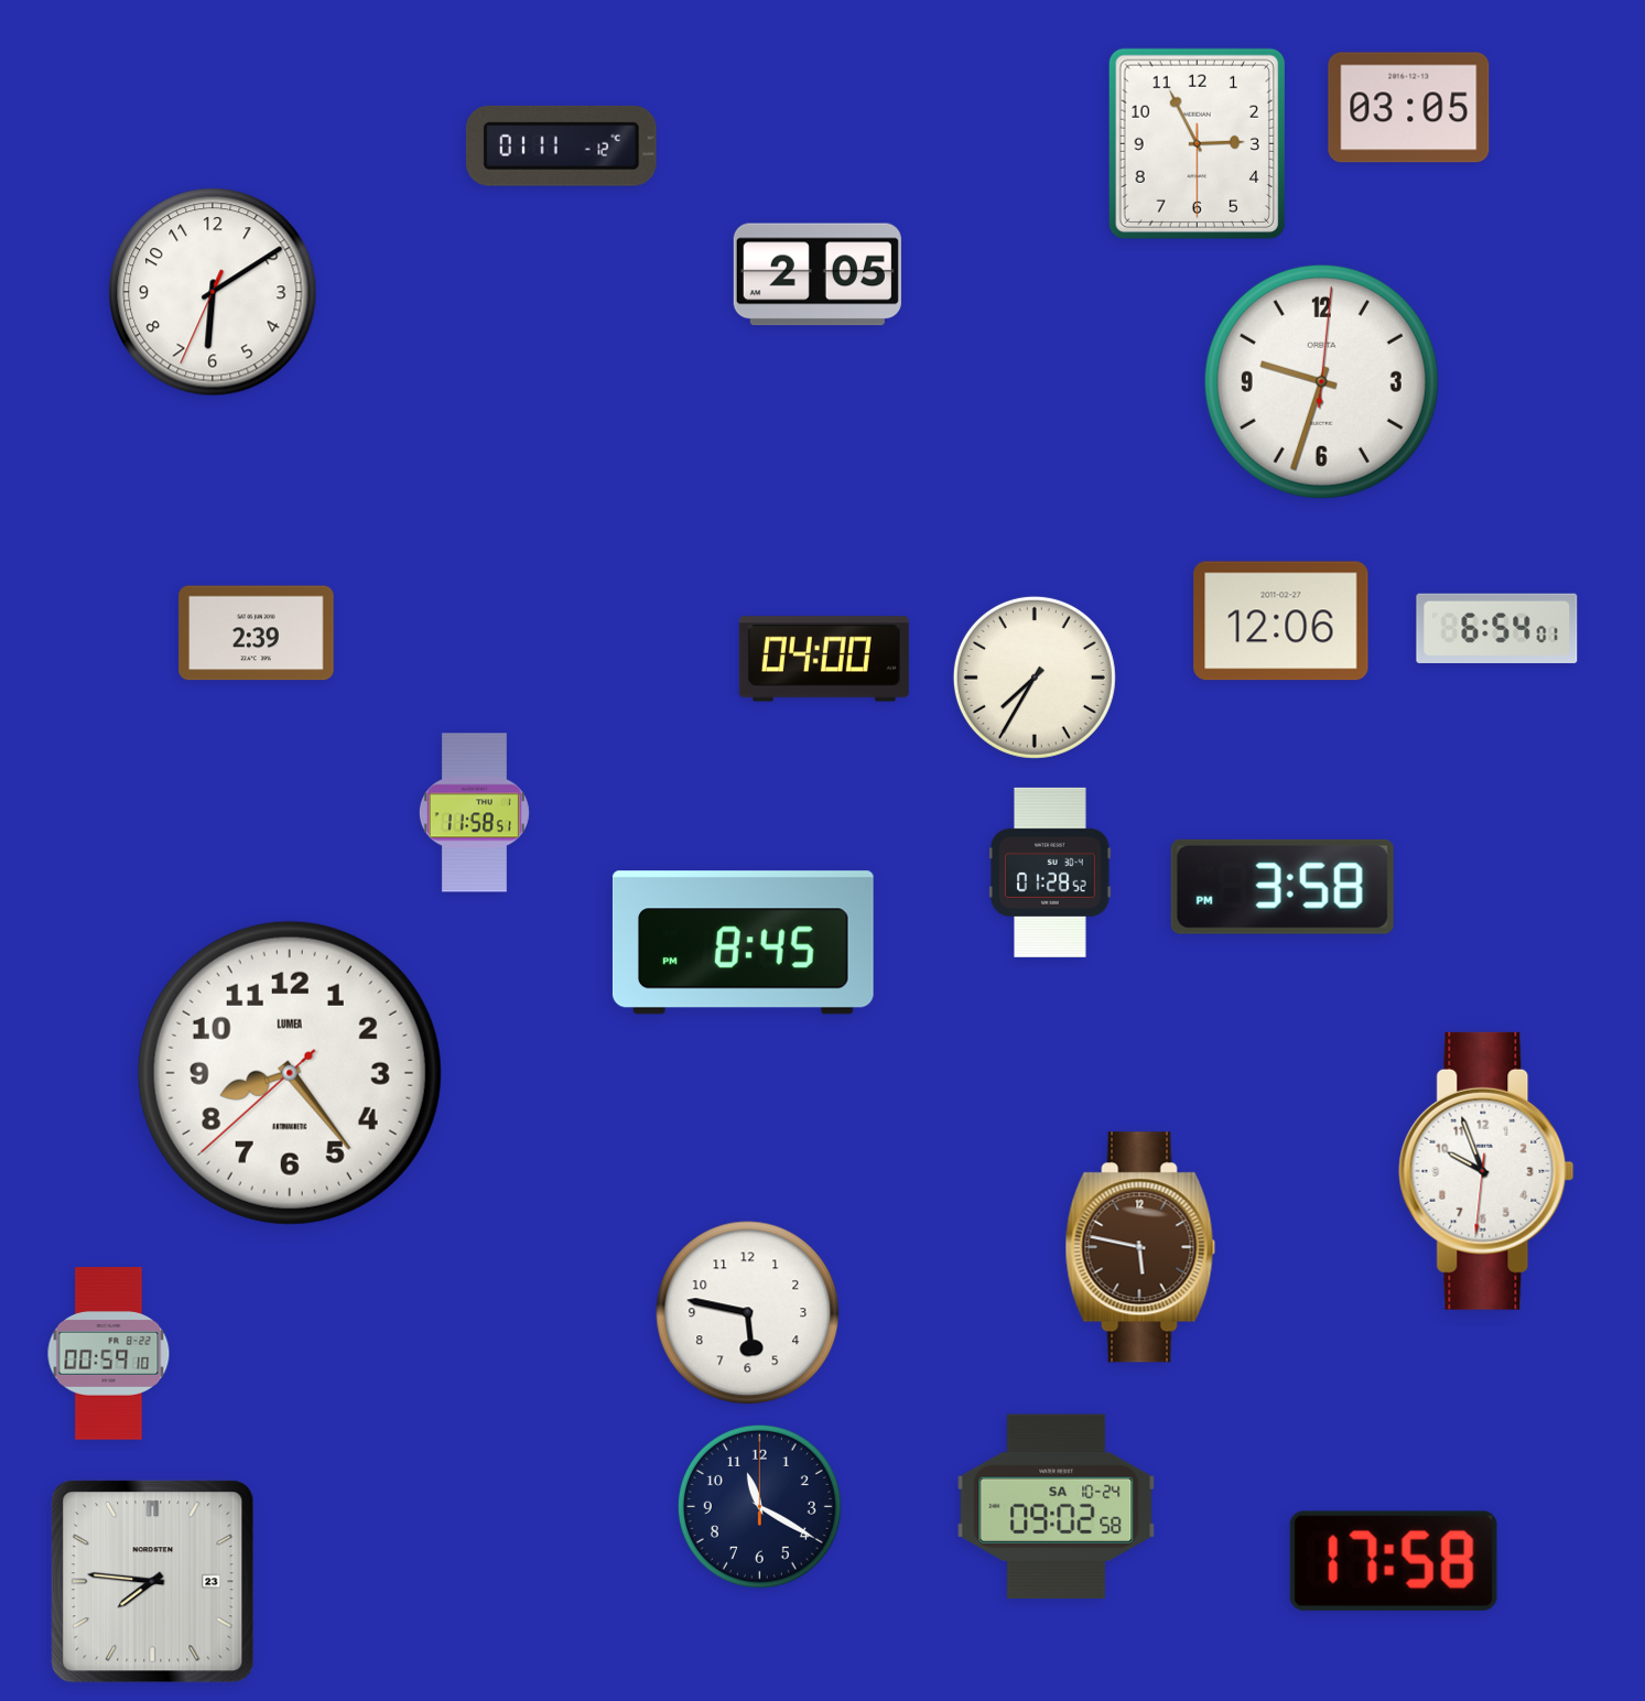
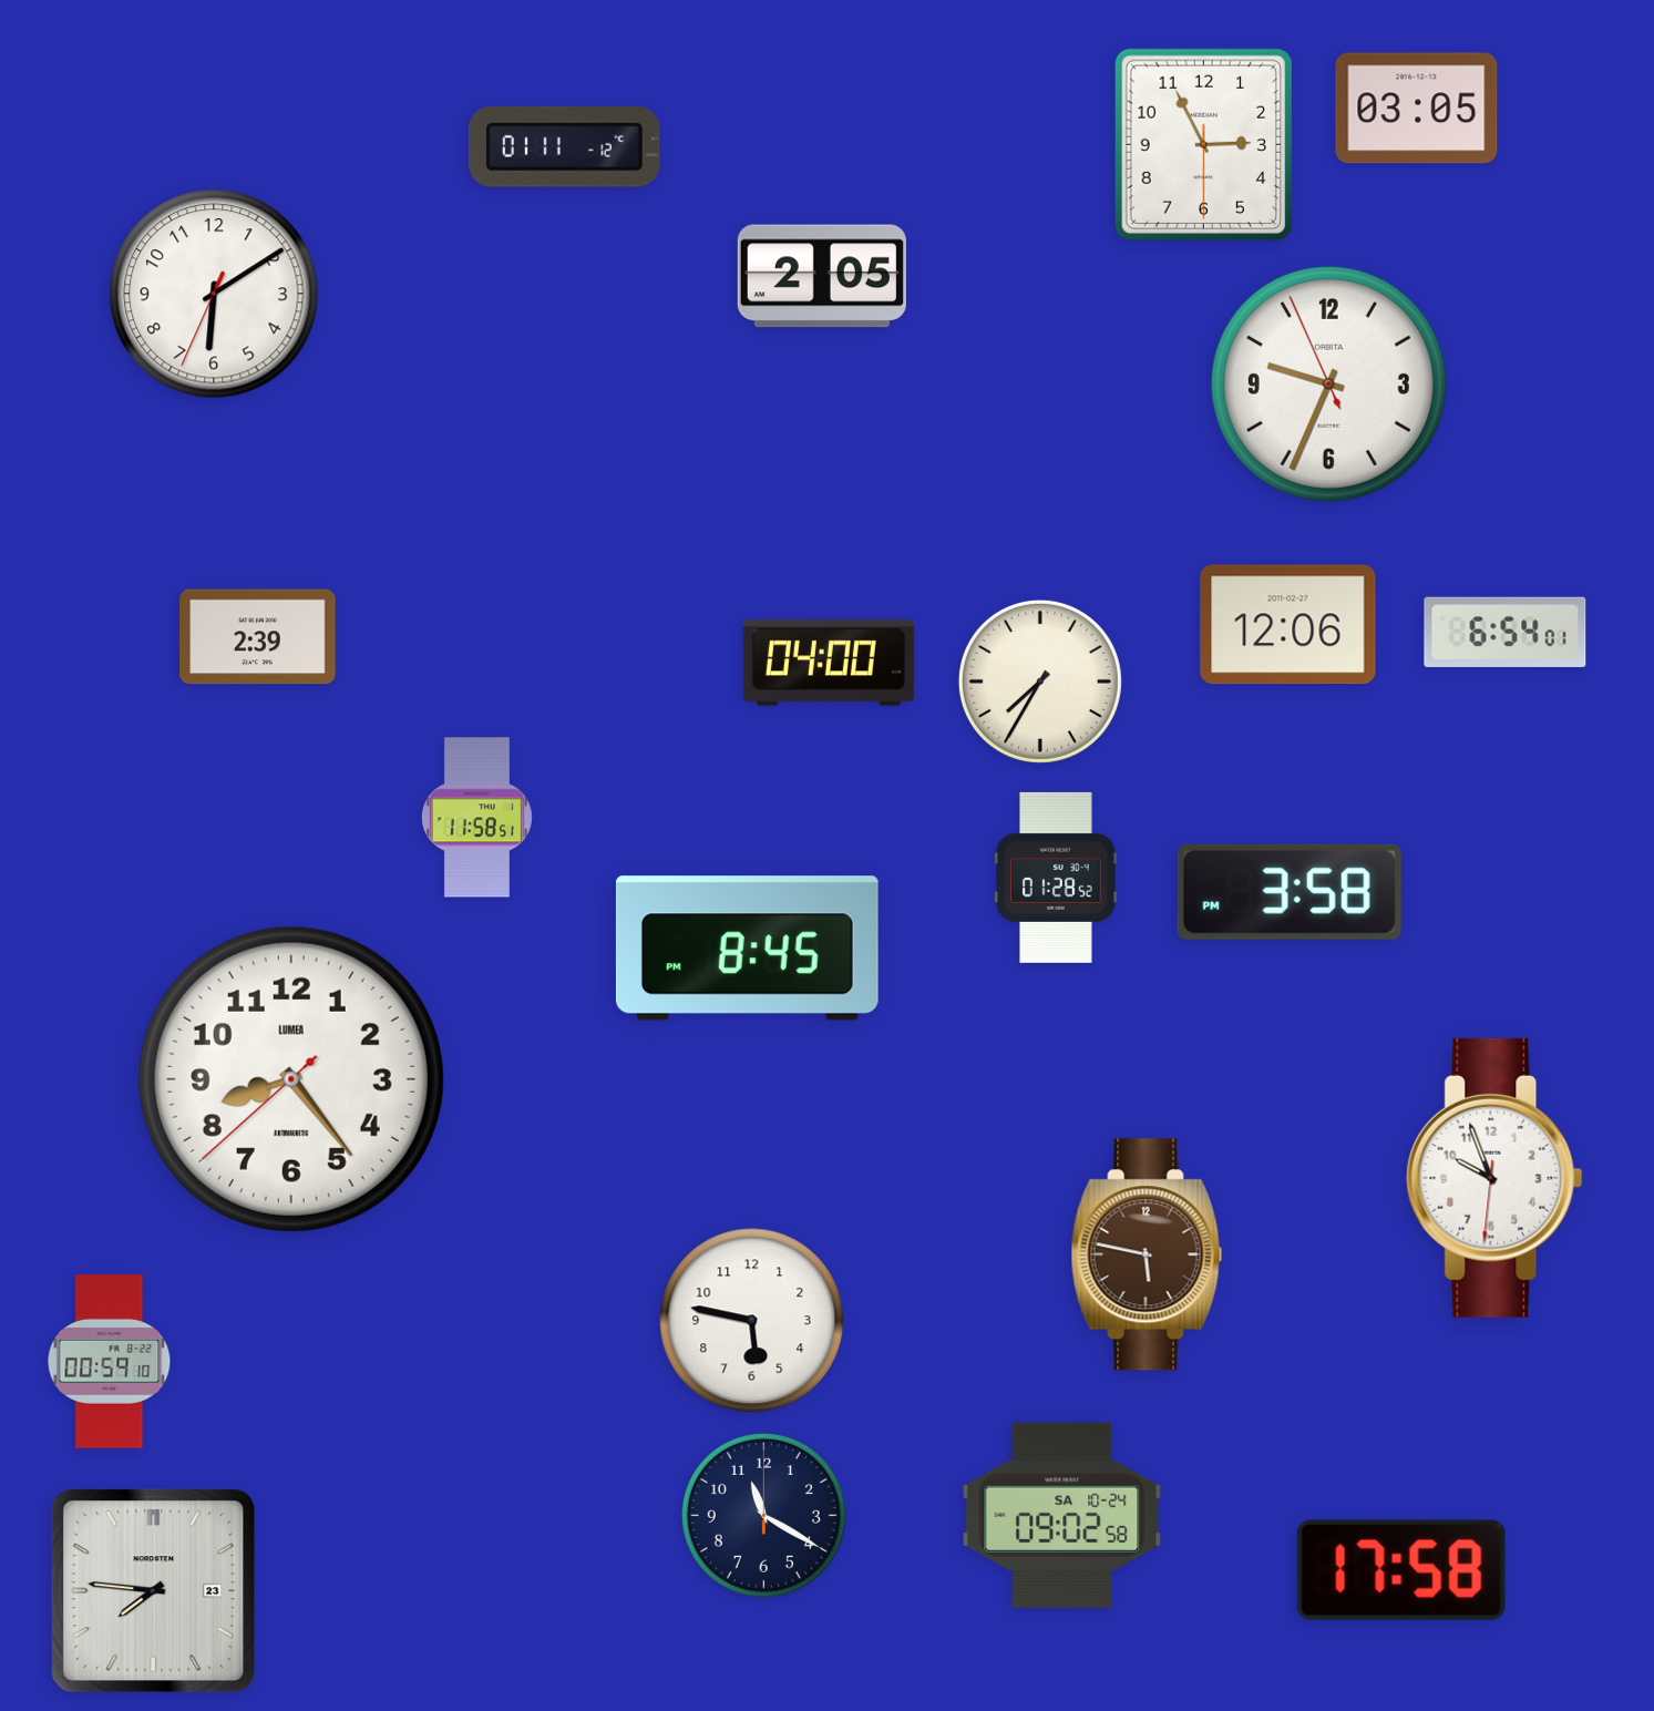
clock at (1321, 381): 9:33:01 -> 9:33:56
